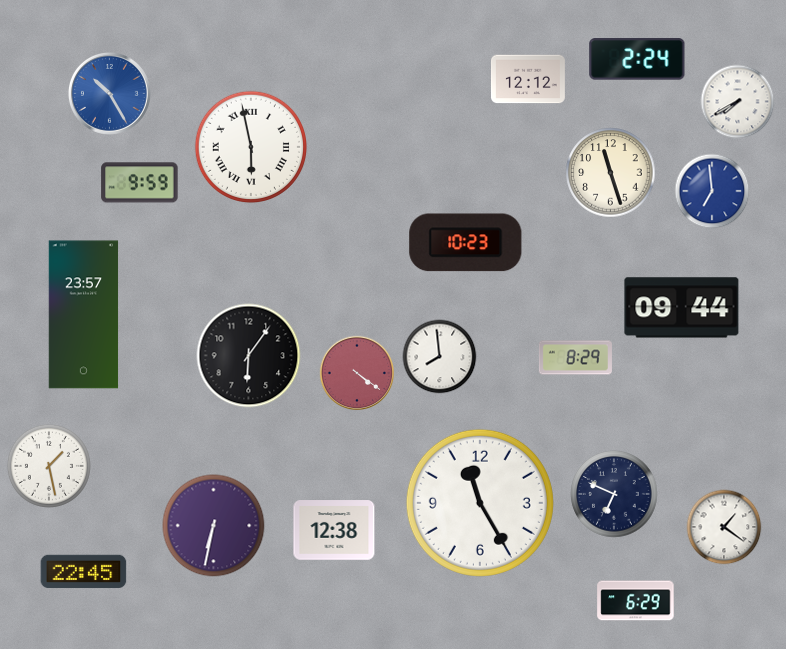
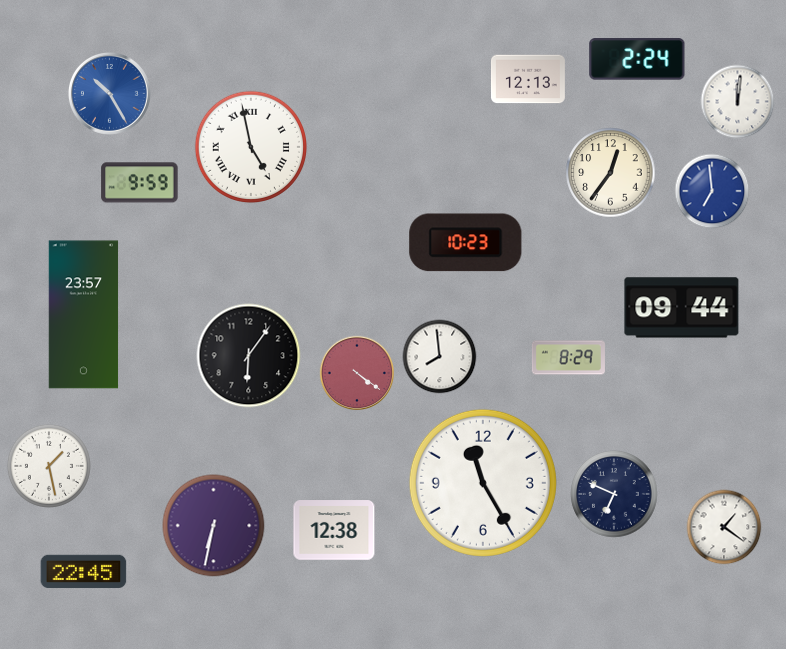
clock at (528, 79): 12:12 -> 12:13
clock at (738, 102): 7:40 -> 12:01
clock at (250, 146): 5:58 -> 4:58
clock at (611, 173): 11:27 -> 12:36
clock at (575, 358) position: (575, 358) -> (568, 358)
clock at (480, 503) position: (480, 503) -> (483, 483)
clock at (636, 601): 6:29 -> none
